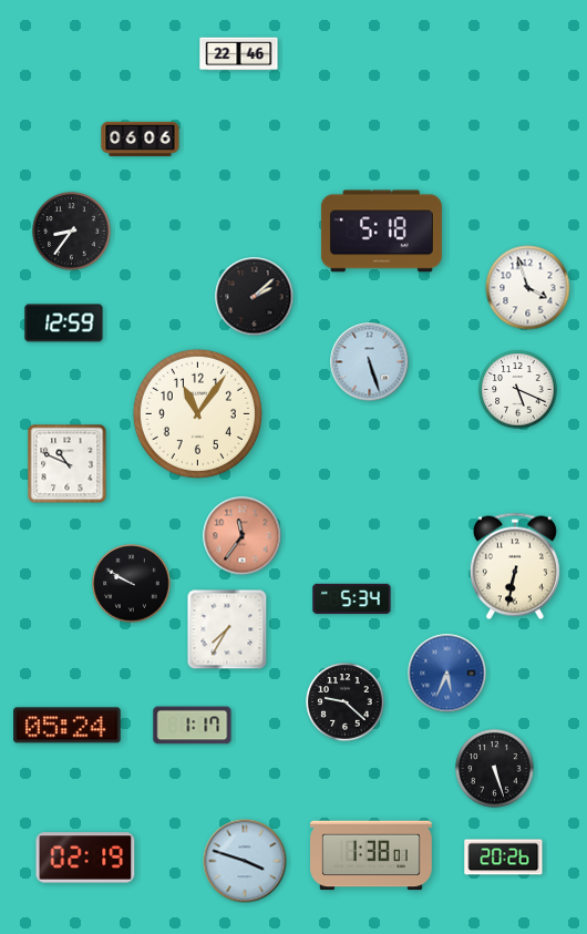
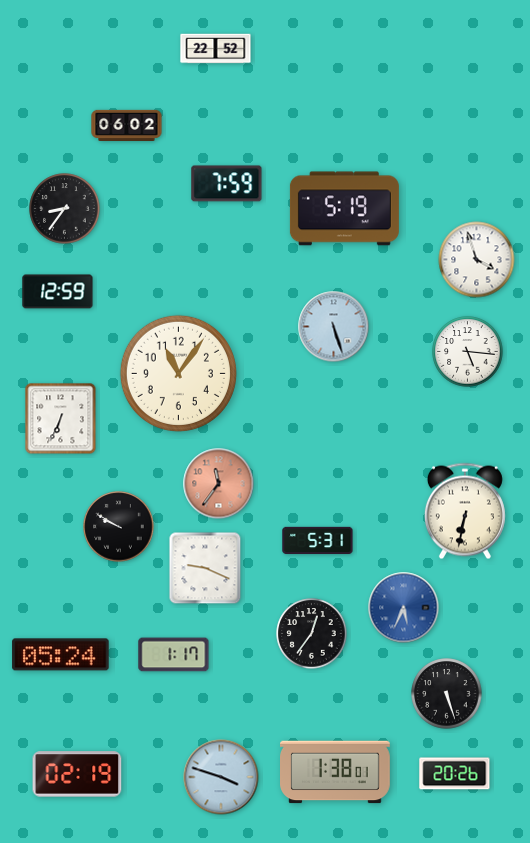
clock at (239, 54): 22:46 -> 22:52
clock at (141, 140): 06:06 -> 06:02
clock at (227, 184): none -> 7:59
clock at (381, 232): 5:18 -> 5:19
clock at (255, 297): 2:08 -> none
clock at (518, 390): 5:19 -> 5:16
clock at (68, 464): 10:49 -> 6:34
clock at (352, 599): 5:34 -> 5:31
clock at (227, 629): 7:35 -> 9:19
clock at (346, 702): 9:22 -> 12:36
